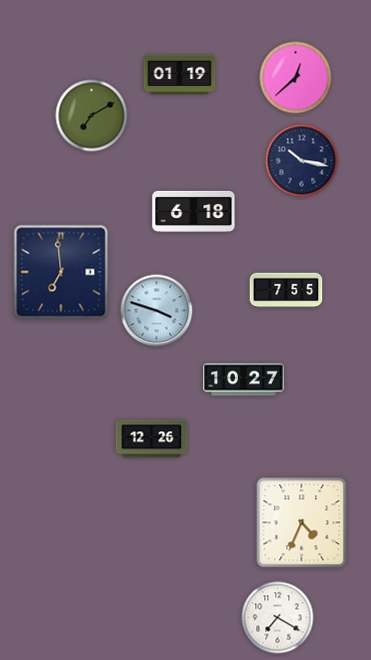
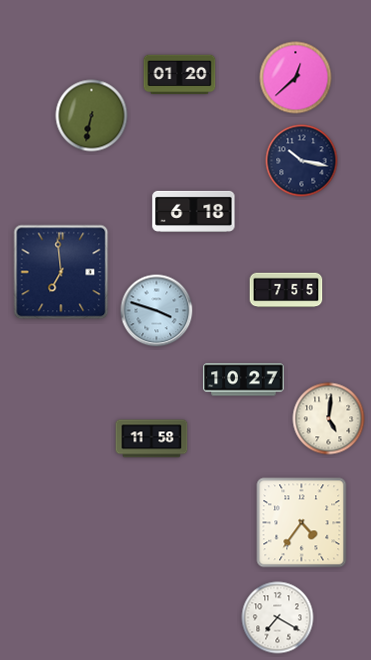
clock at (180, 75): 01:19 -> 01:20
clock at (92, 116): 7:10 -> 6:32
clock at (329, 419): none -> 5:01
clock at (152, 439): 12:26 -> 11:58
clock at (302, 523): 4:34 -> 4:36
